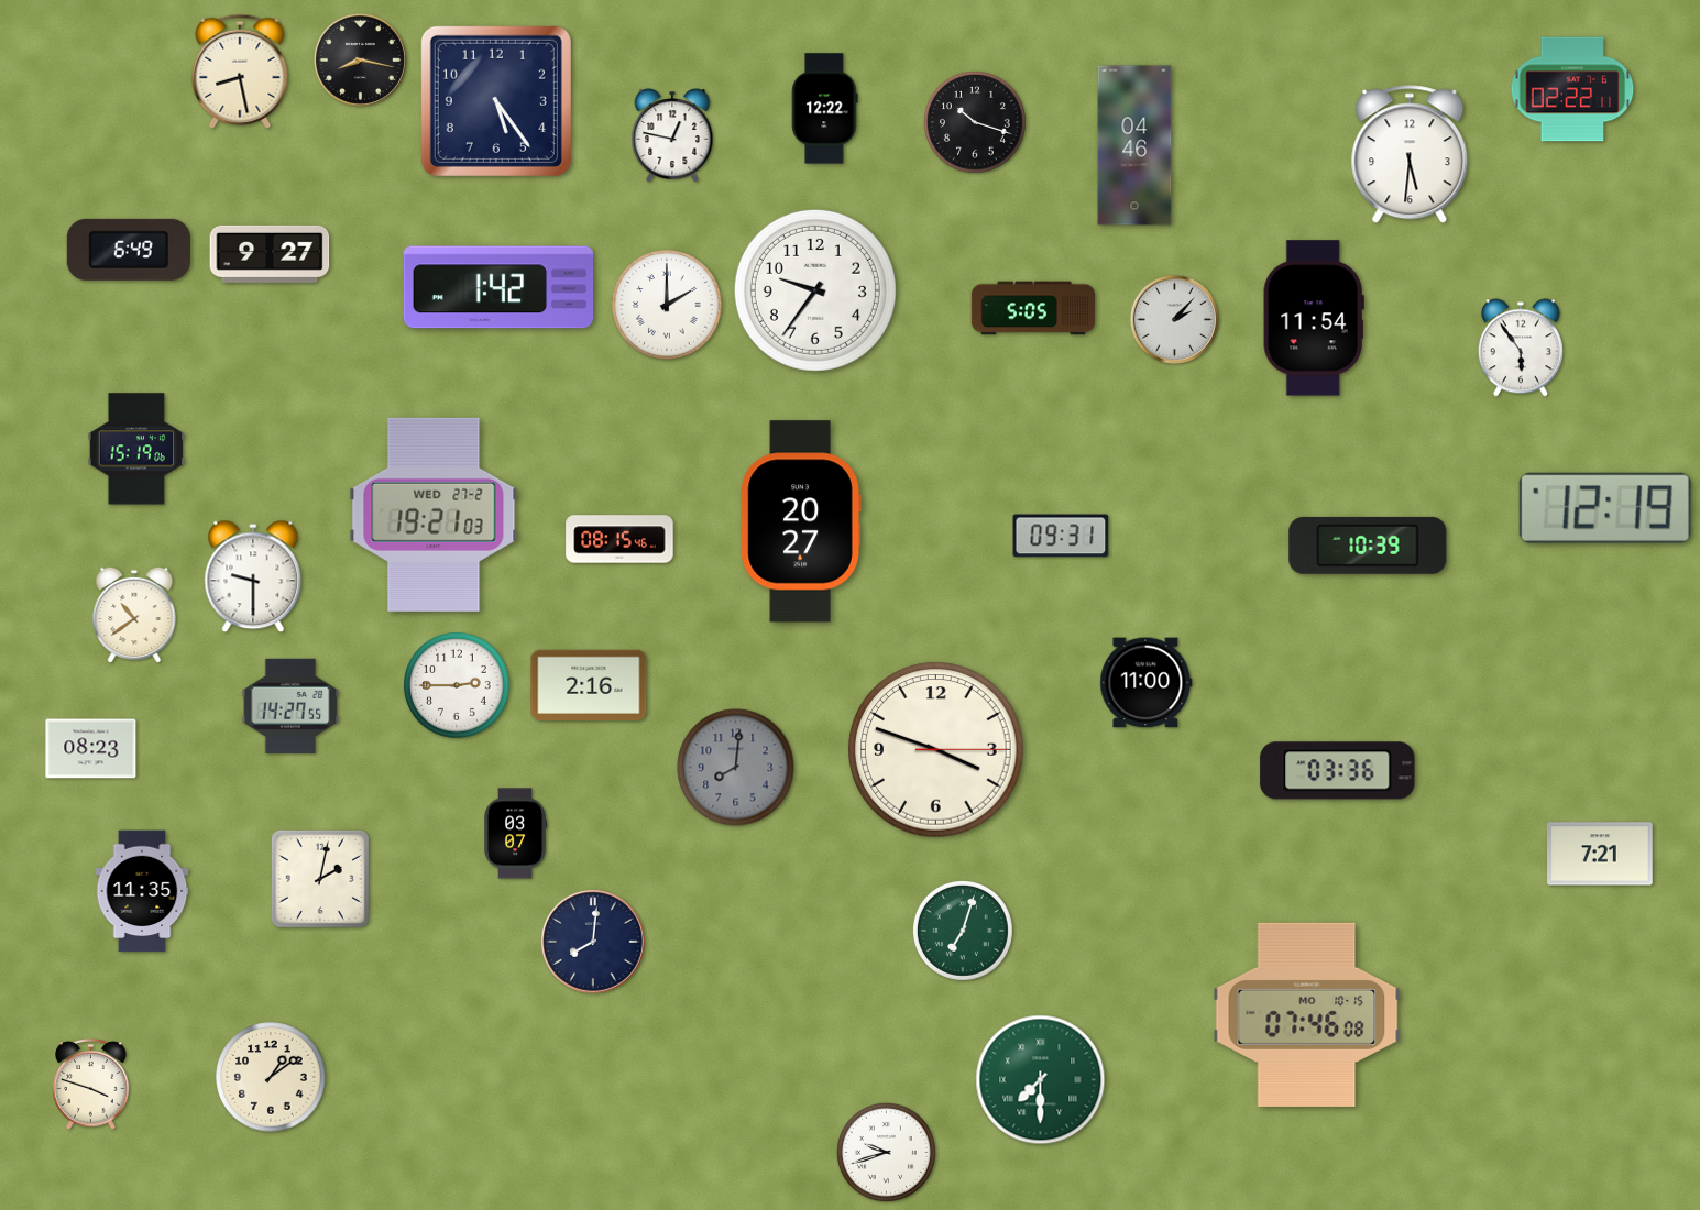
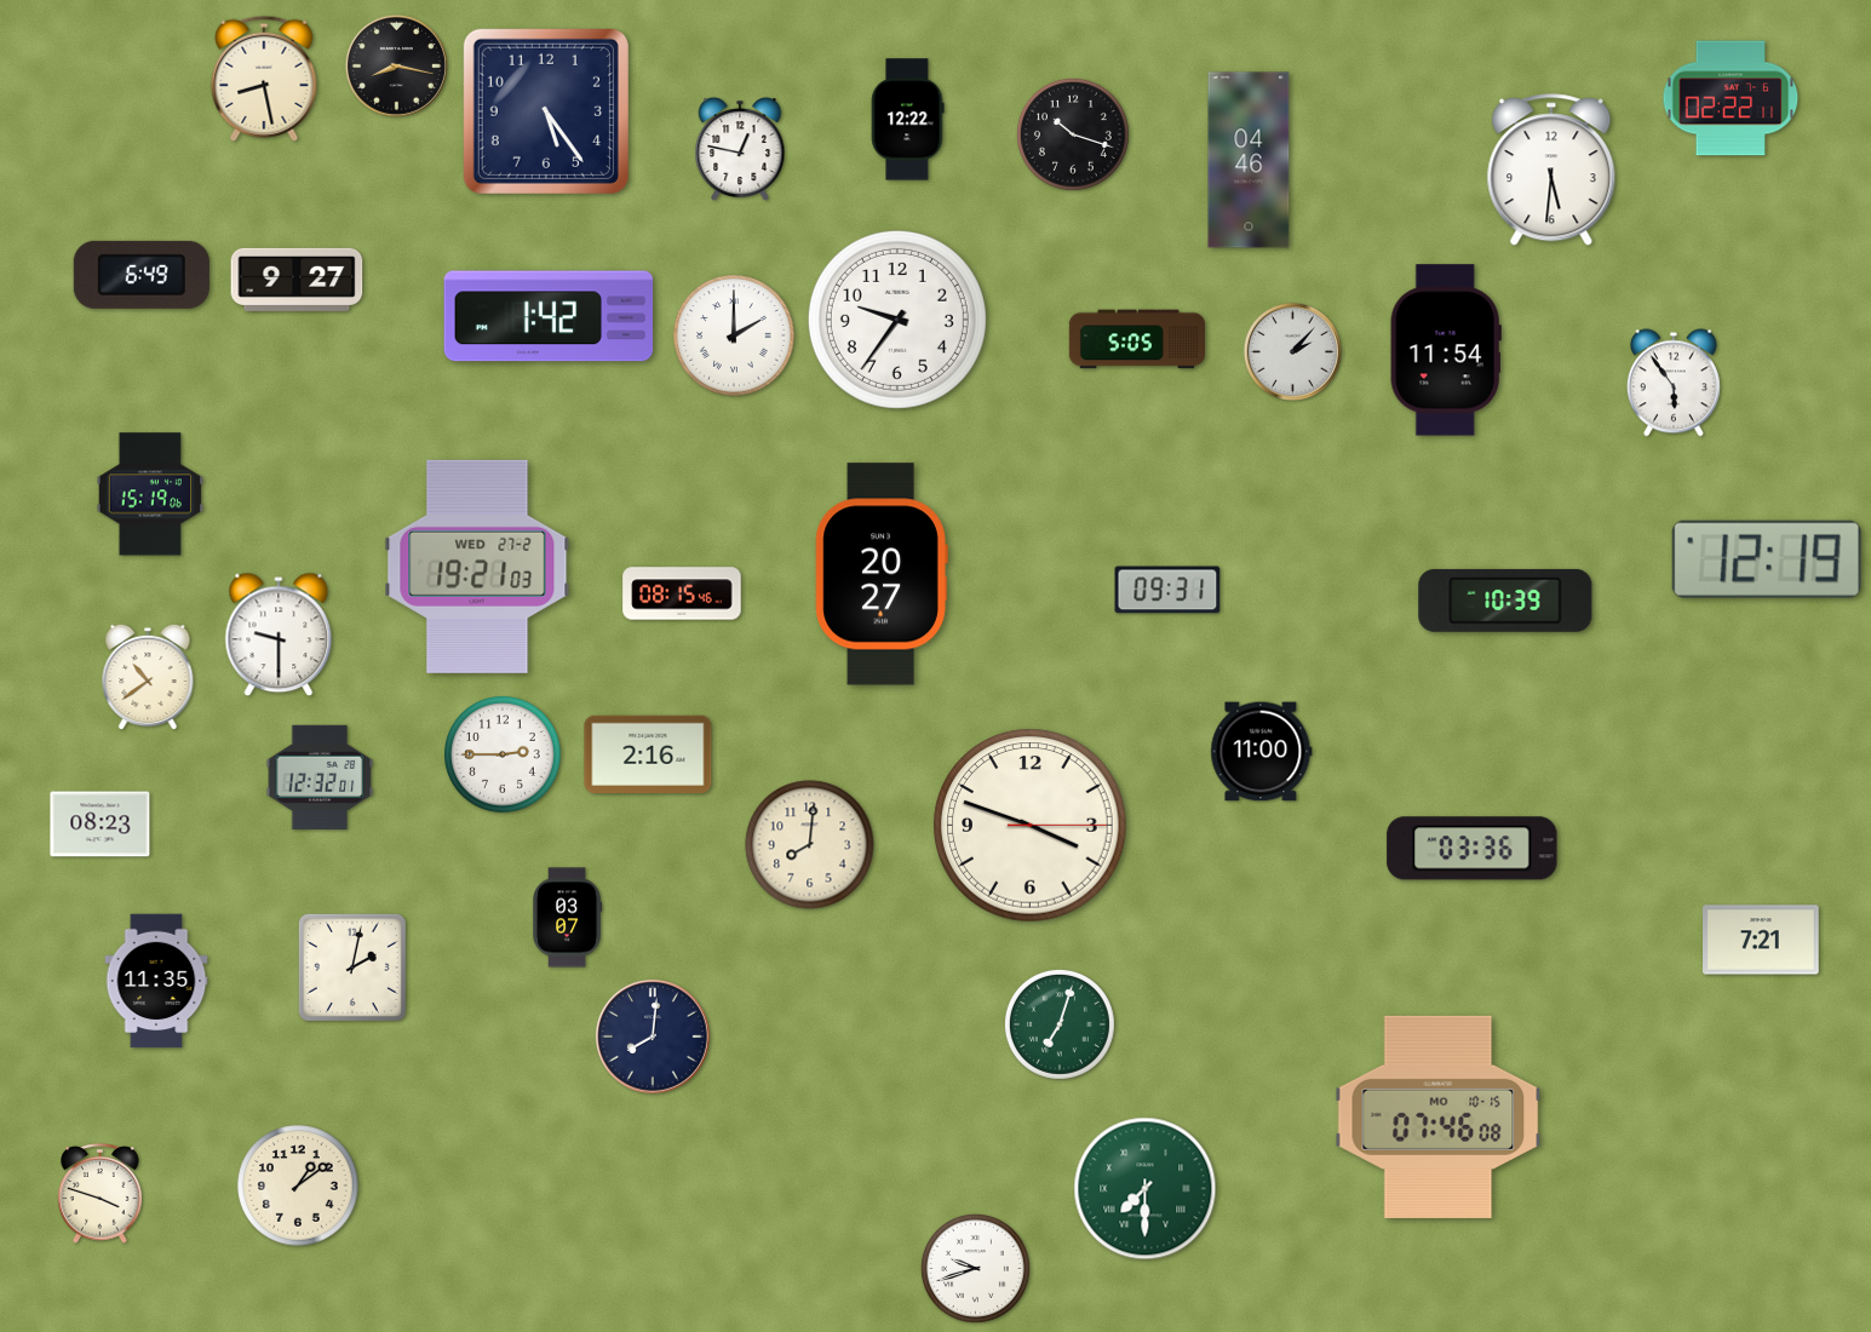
clock at (290, 706): 14:27 -> 12:32
clock at (736, 768) dial: grey -> cream
